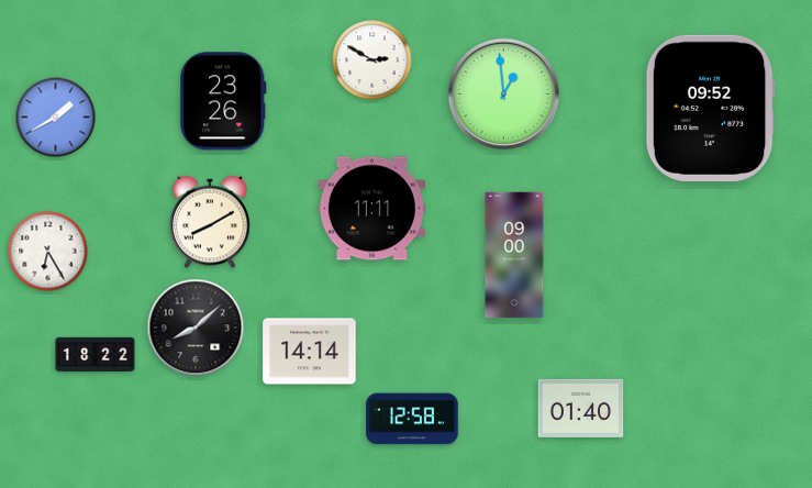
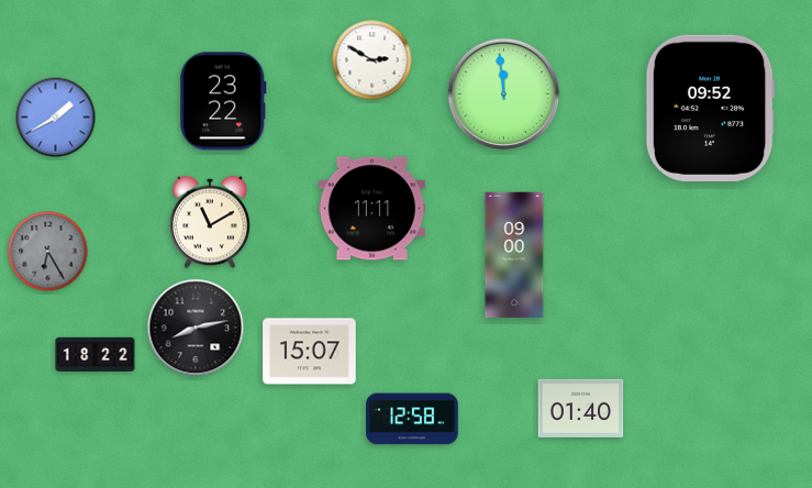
clock at (504, 95): 12:59 -> 11:59
clock at (223, 101): 23:26 -> 23:22
clock at (210, 222): 8:10 -> 11:10
clock at (48, 252) dial: white -> grey
clock at (196, 328): 8:08 -> 8:13
clock at (310, 352): 14:14 -> 15:07
